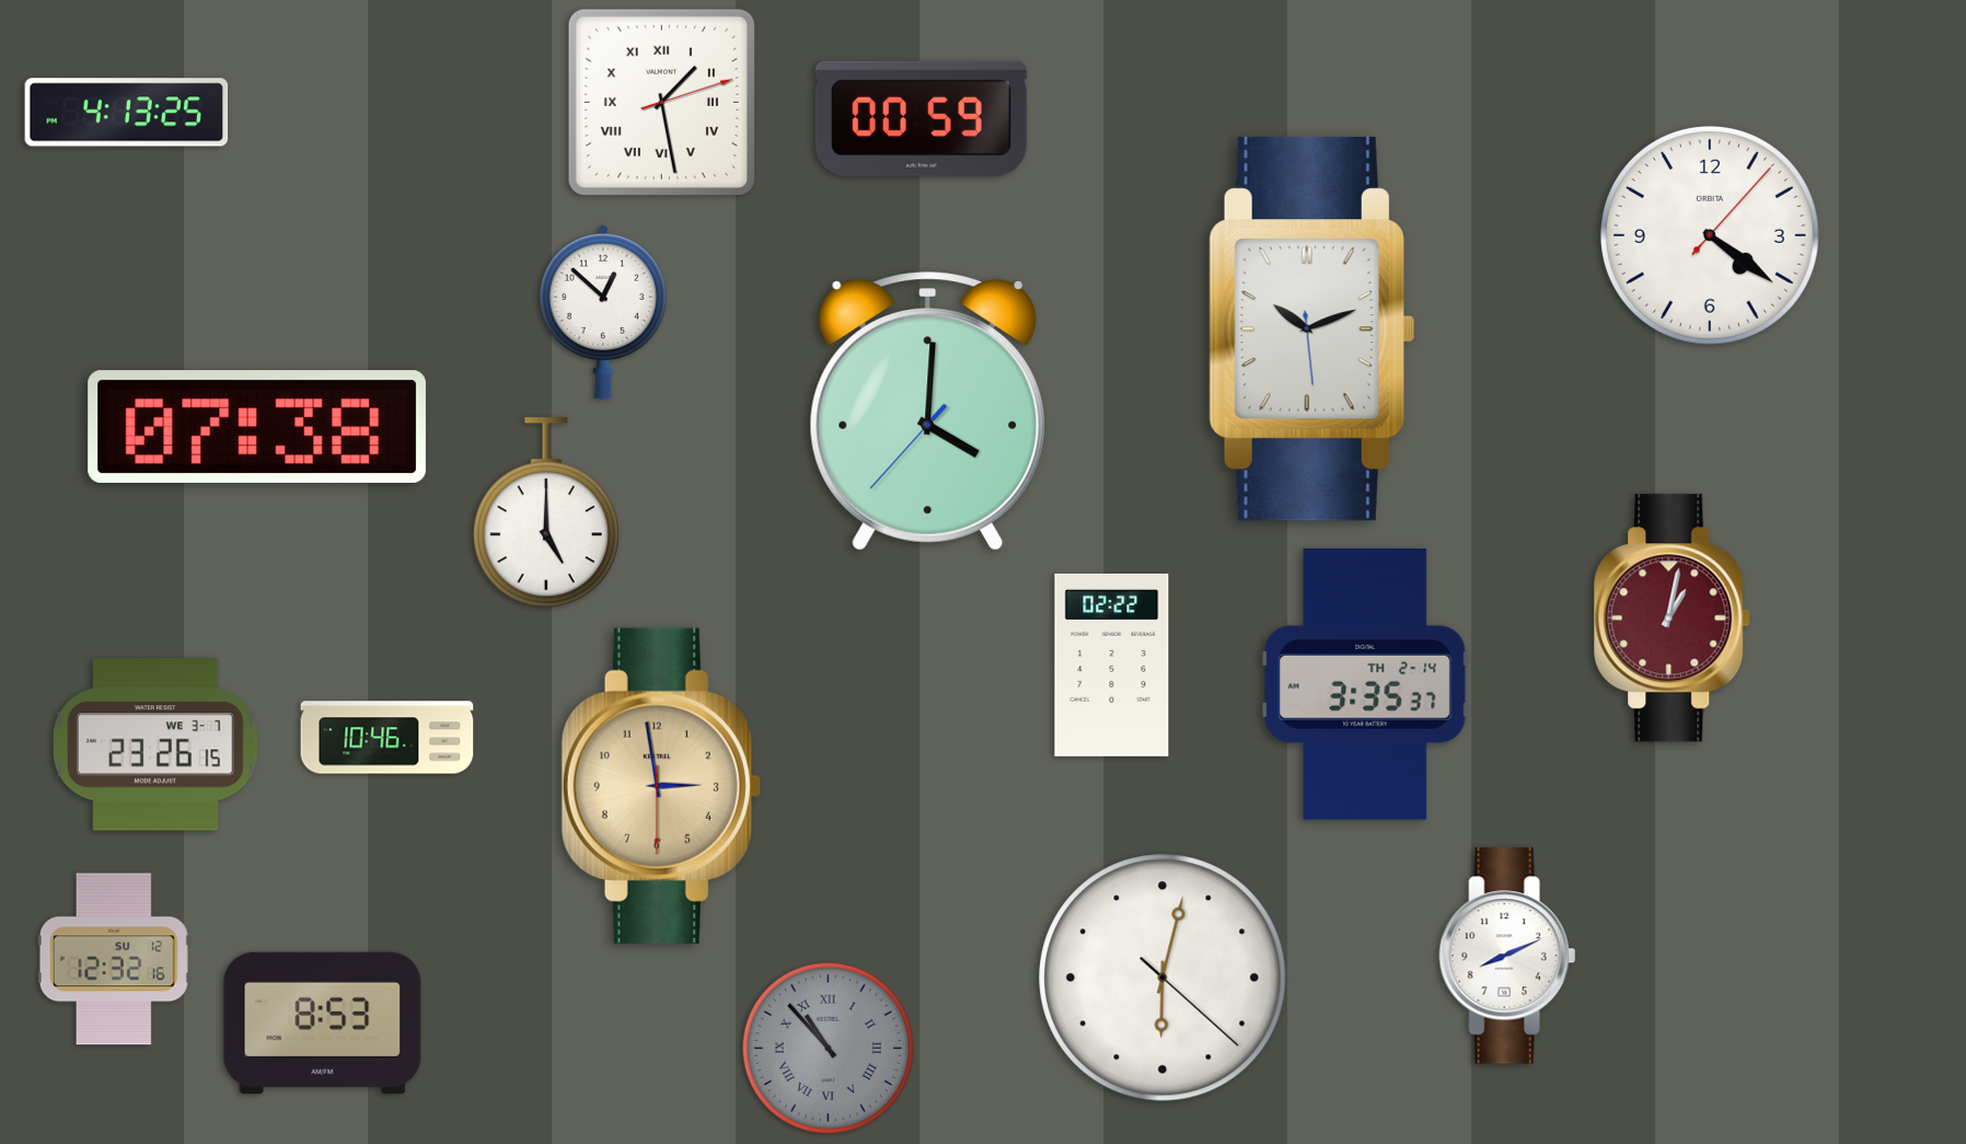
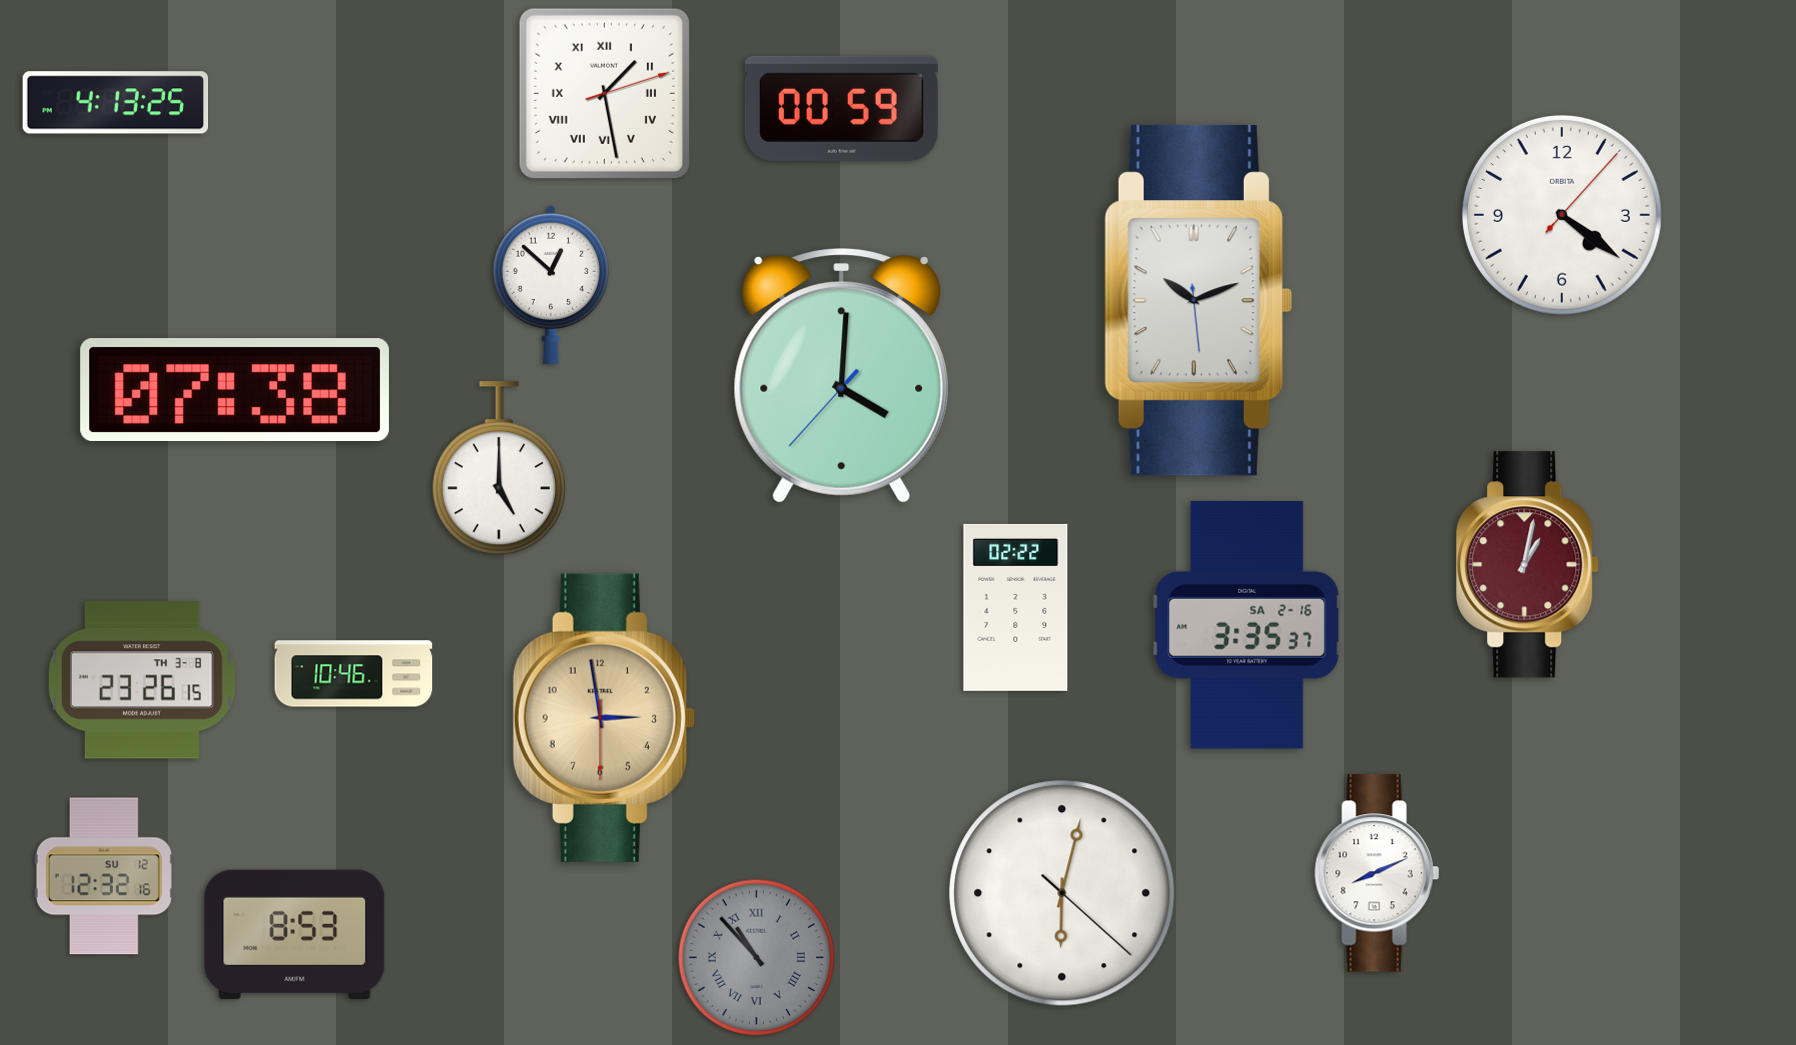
clock at (928, 412) position: (928, 412) -> (842, 376)
clock at (1365, 684) date: TH 2-14 -> SA 2-16
clock at (157, 744) date: WE 3-7 -> TH 3-8
